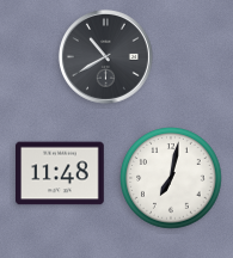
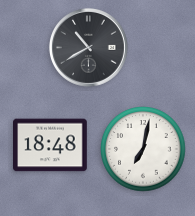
clock at (60, 173): 11:48 -> 18:48
